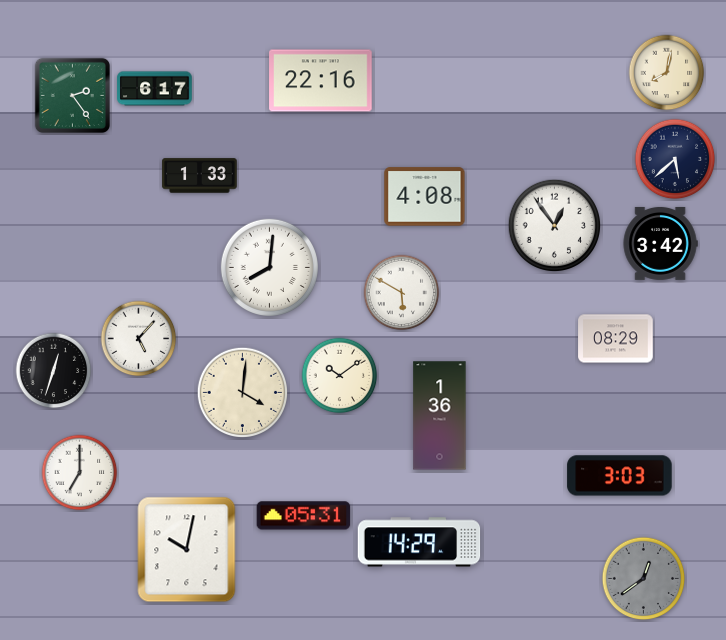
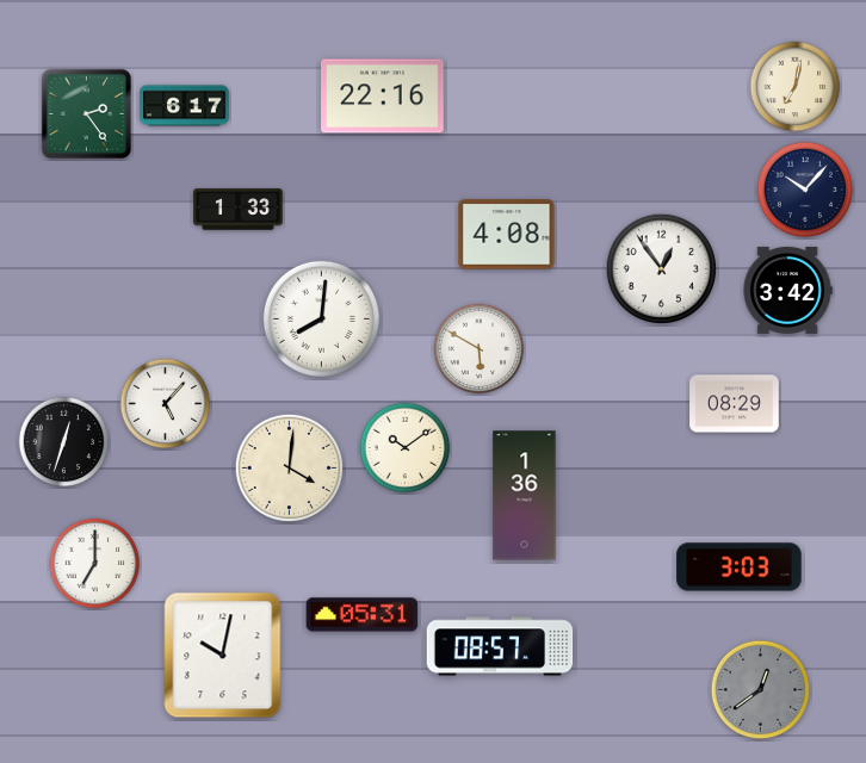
clock at (667, 73): 8:02 -> 7:02
clock at (675, 159): 5:38 -> 10:07
clock at (419, 542): 14:29 -> 08:57
clock at (644, 579) position: (644, 579) -> (761, 690)
